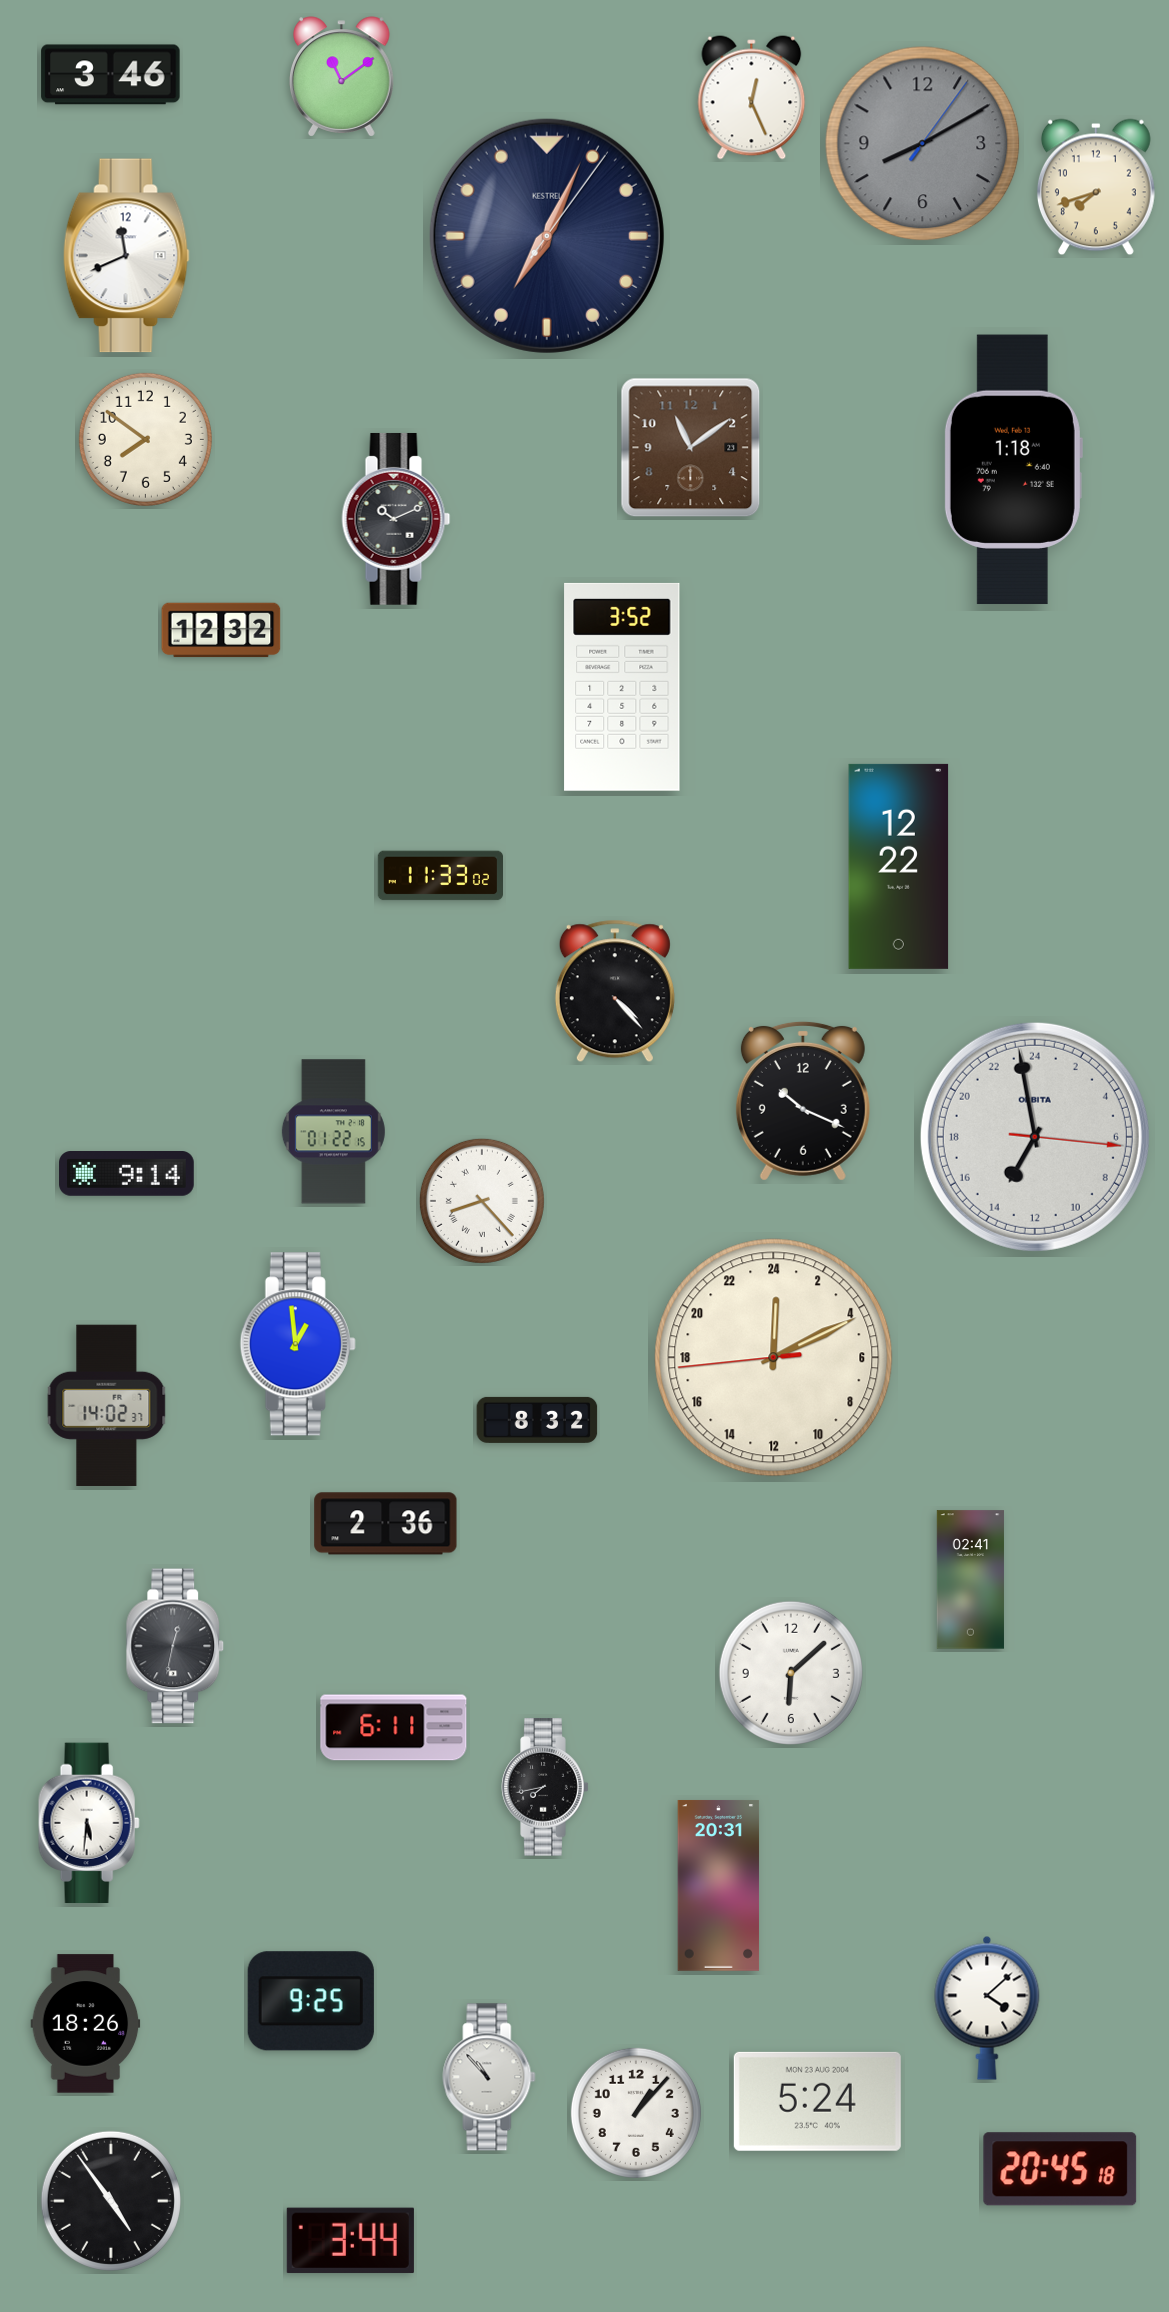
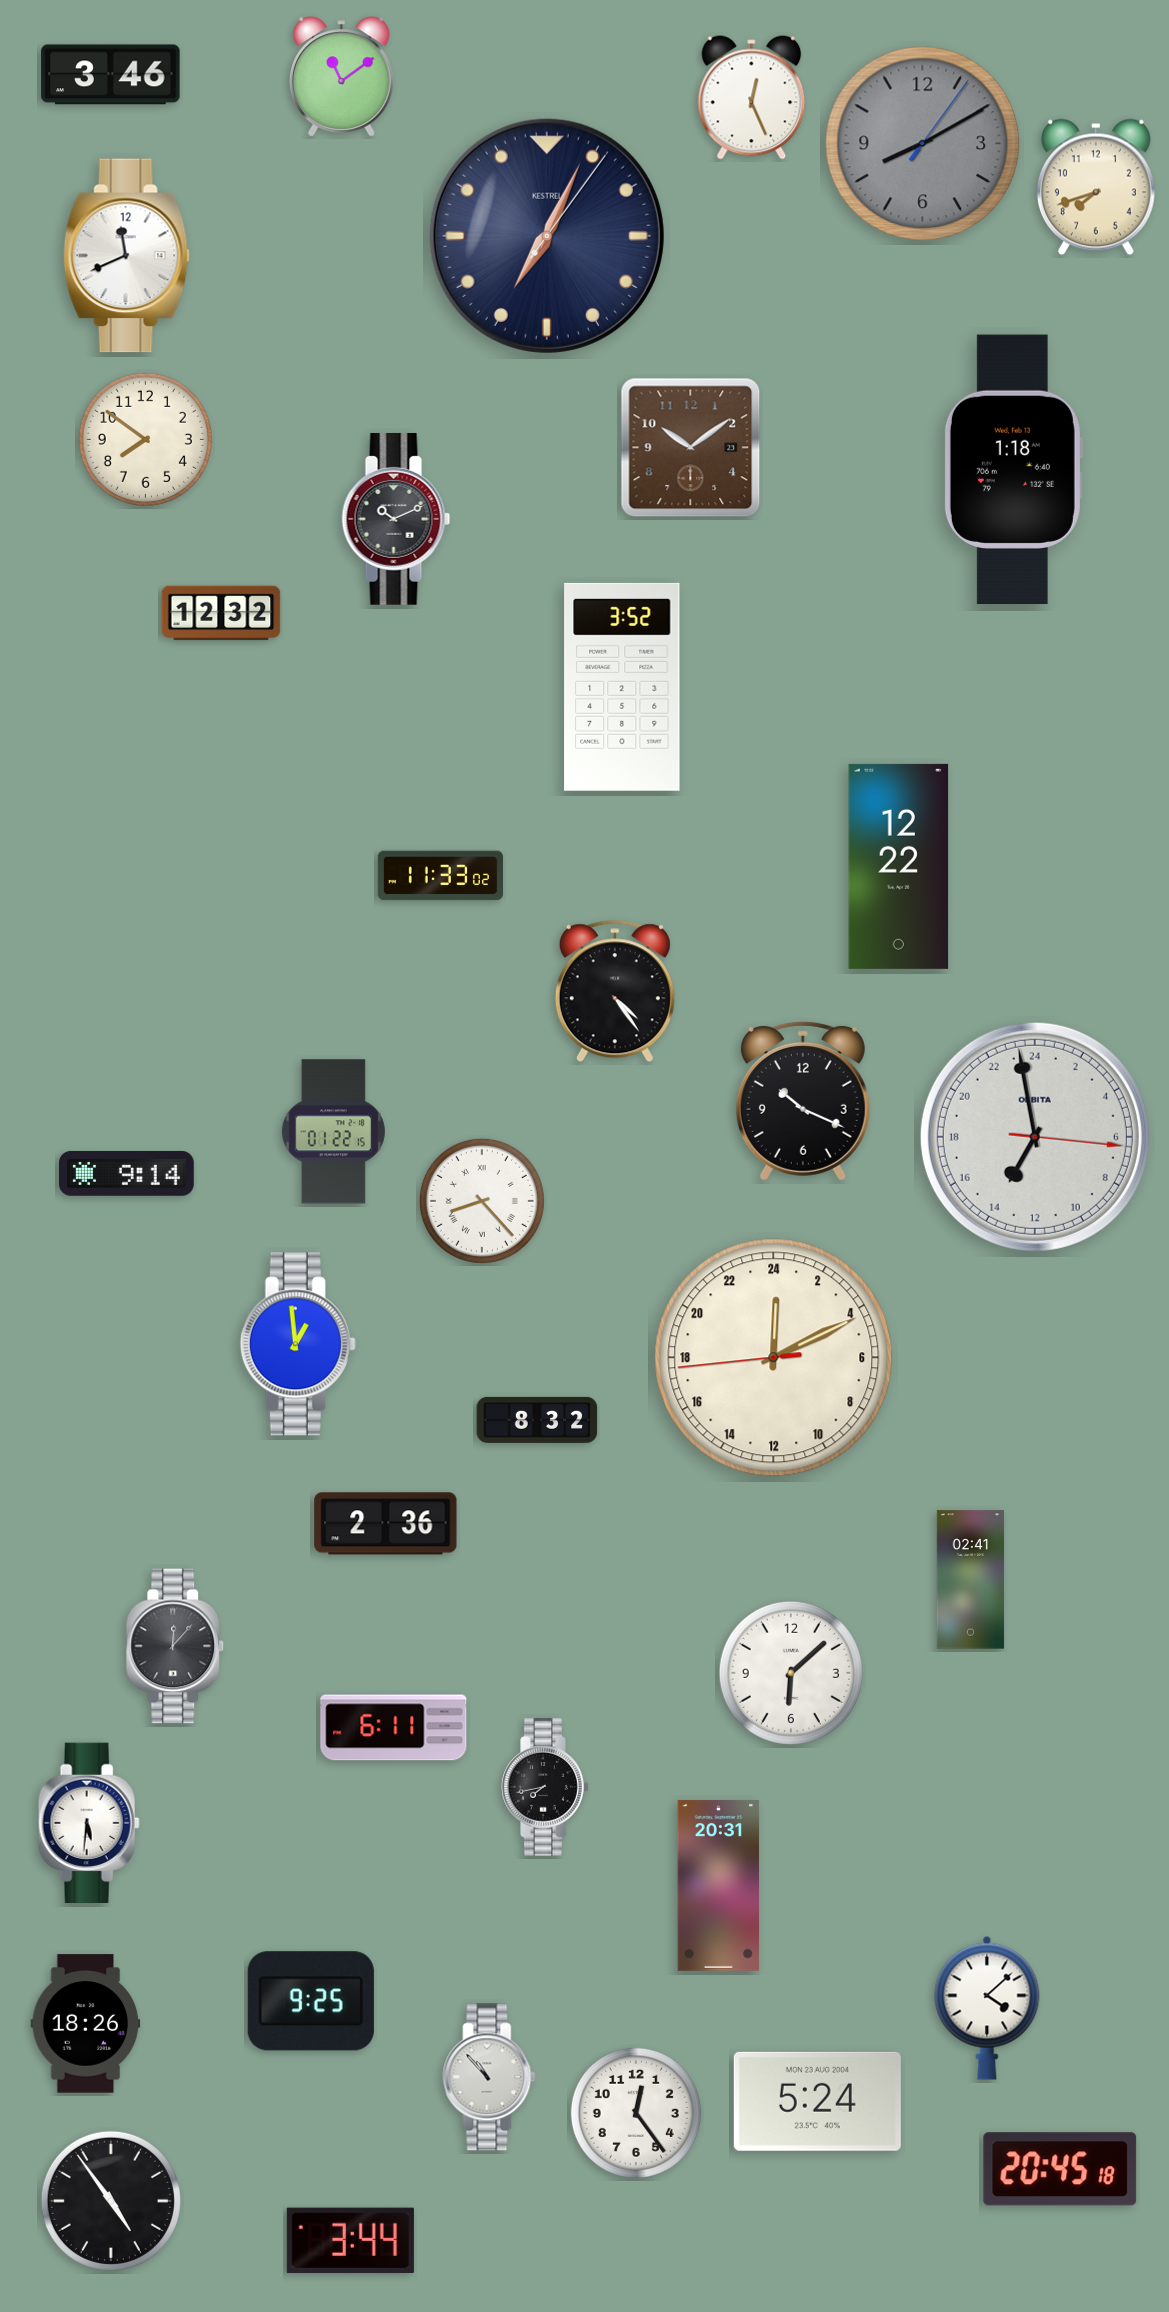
clock at (691, 448): 11:09 -> 10:09
clock at (221, 630) position: (221, 630) -> (221, 613)
clock at (615, 991): 4:23 -> 4:24
clock at (107, 1405): 14:02 -> none
clock at (175, 1646): 12:32 -> 12:07
clock at (636, 2113): 1:07 -> 12:24
